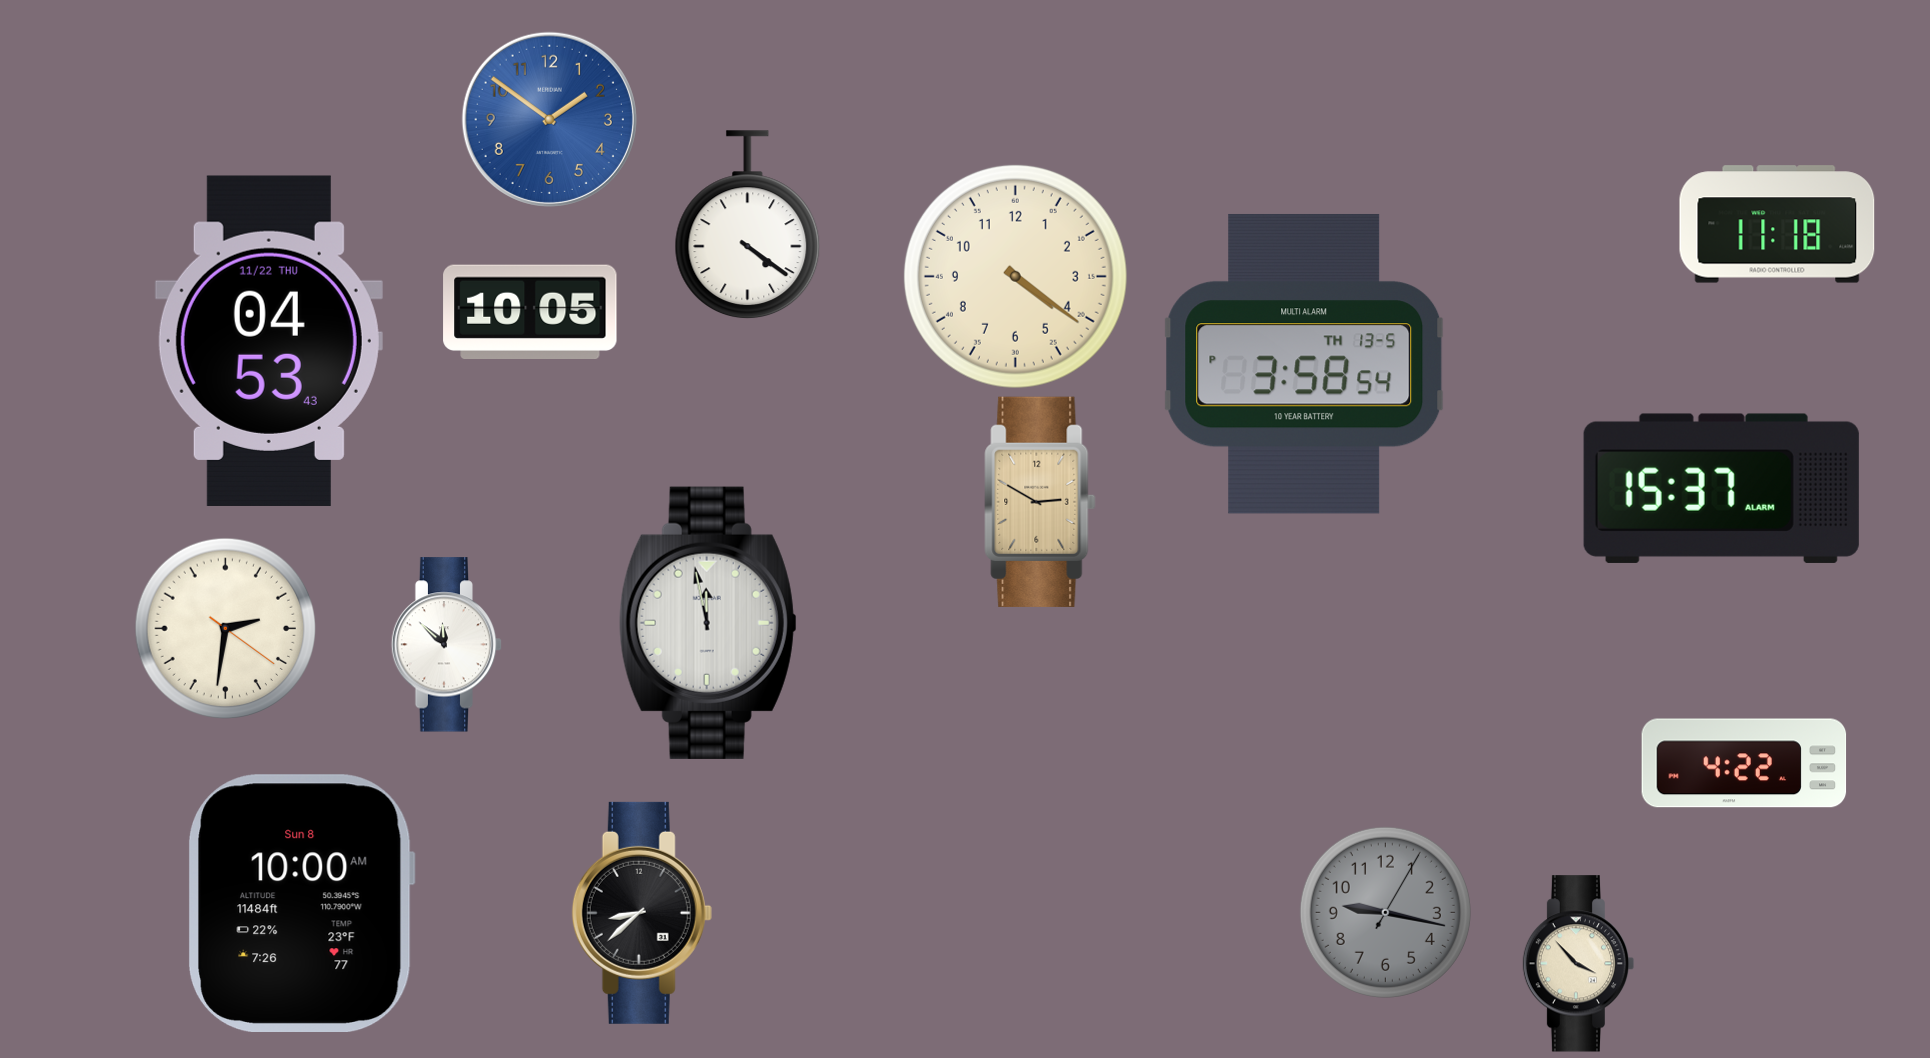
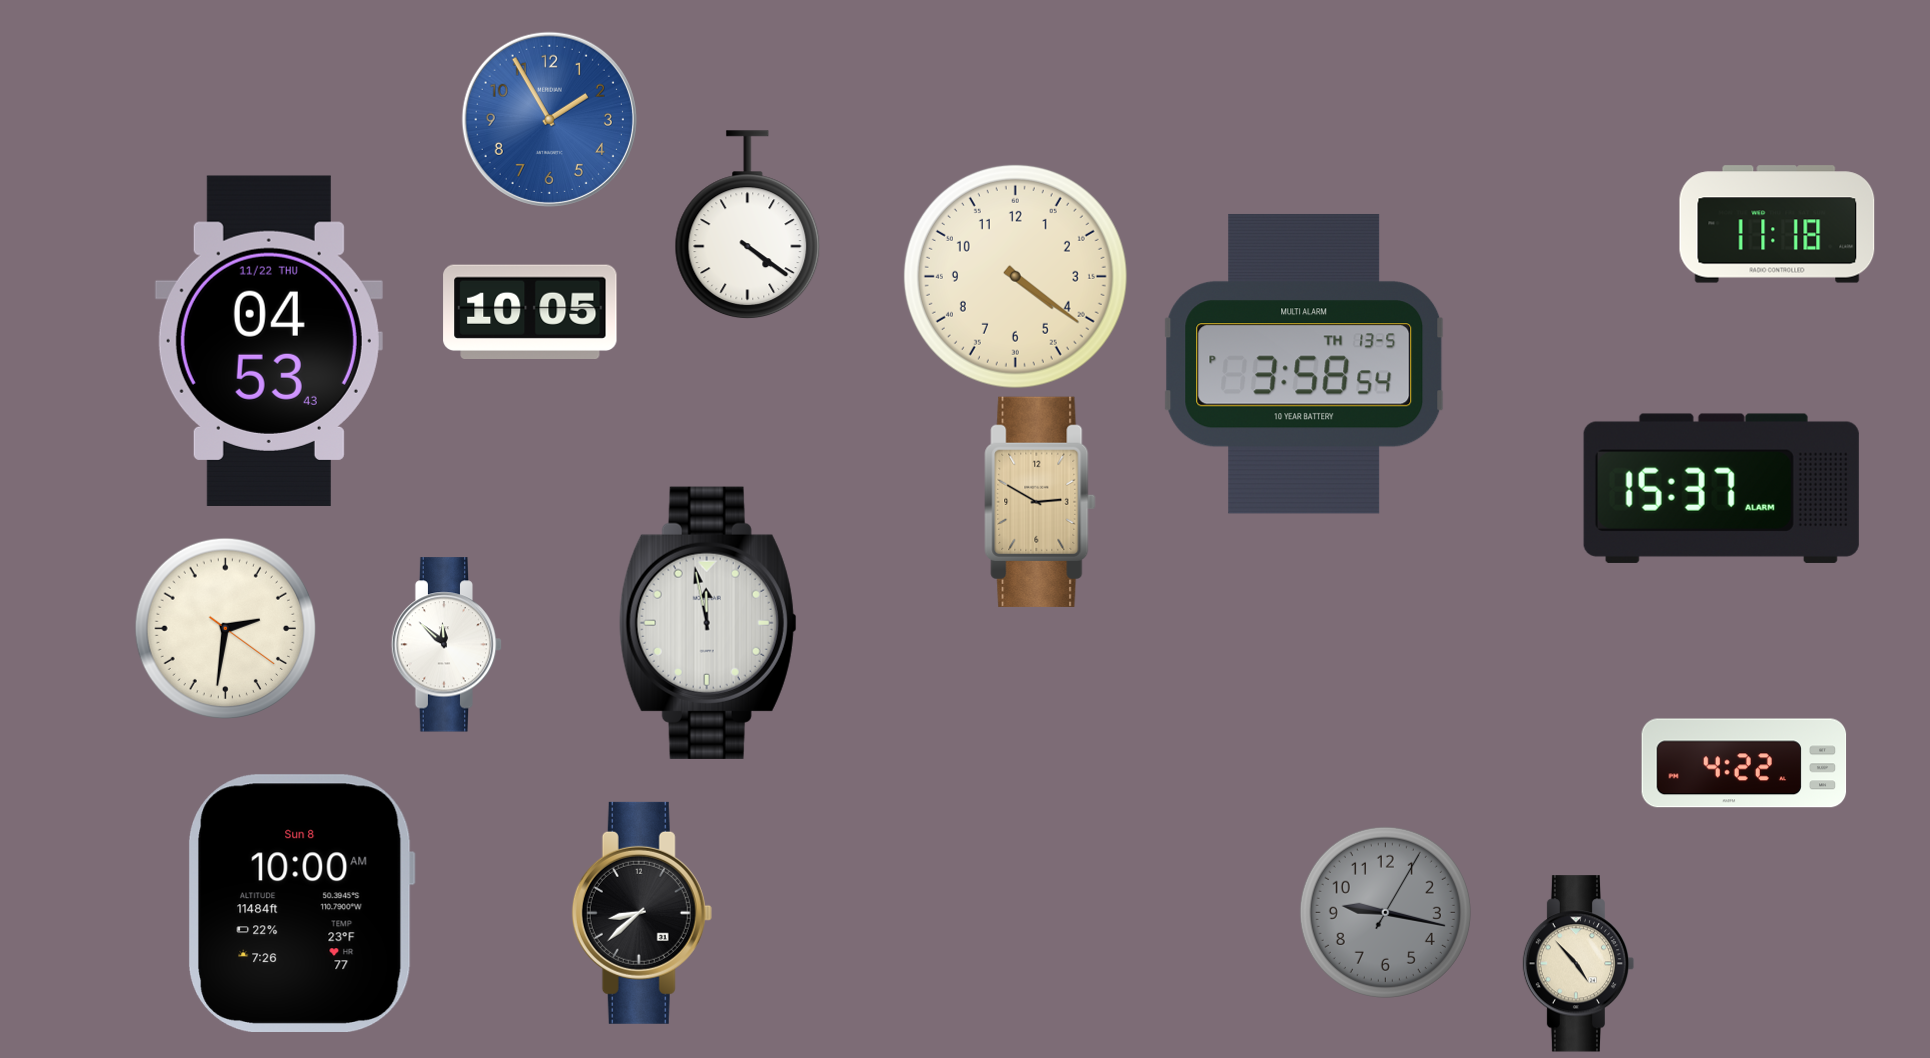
clock at (549, 119): 1:51 -> 1:55
clock at (1579, 964): 3:53 -> 4:53
